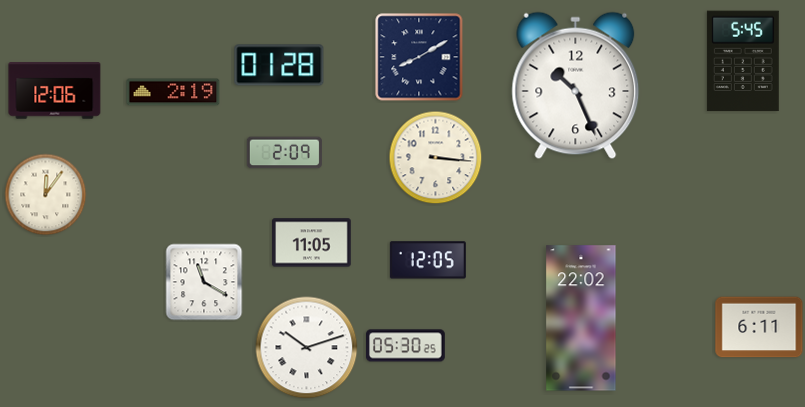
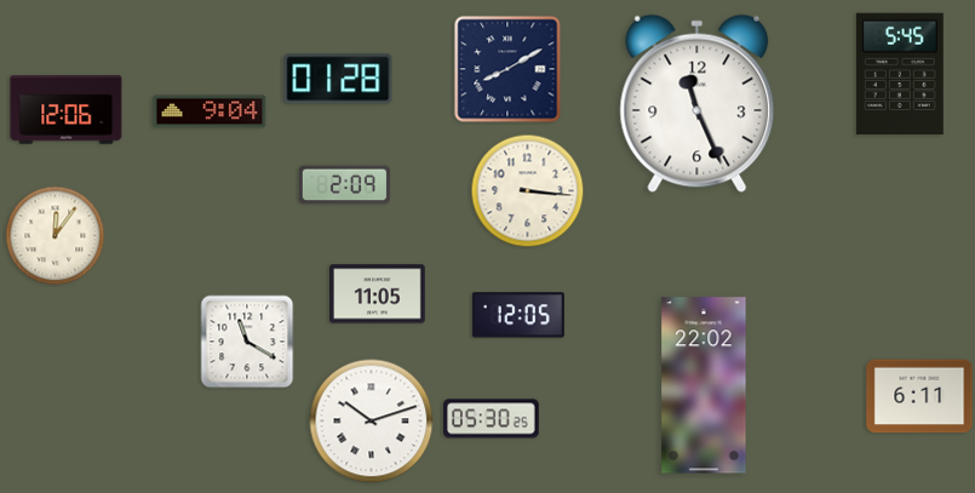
clock at (576, 86): 10:26 -> 11:26
clock at (173, 92): 2:19 -> 9:04
